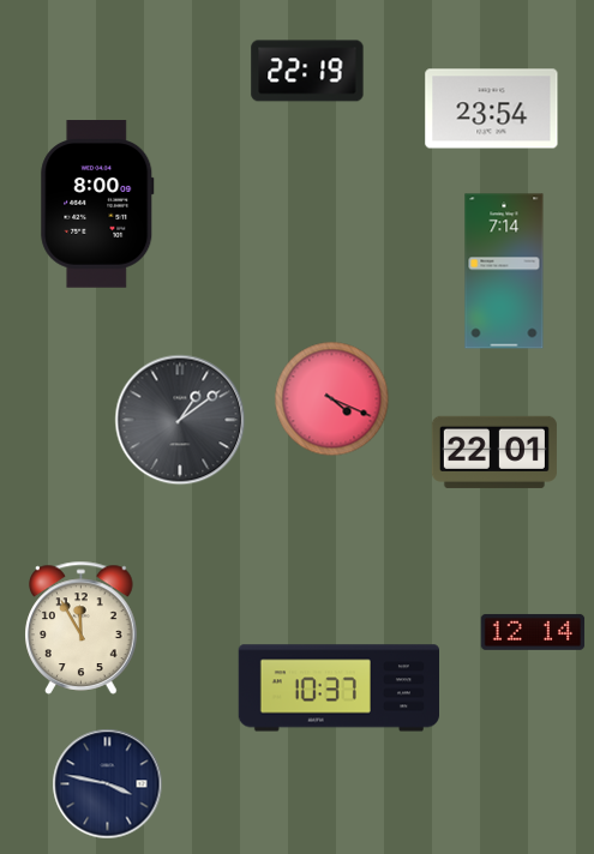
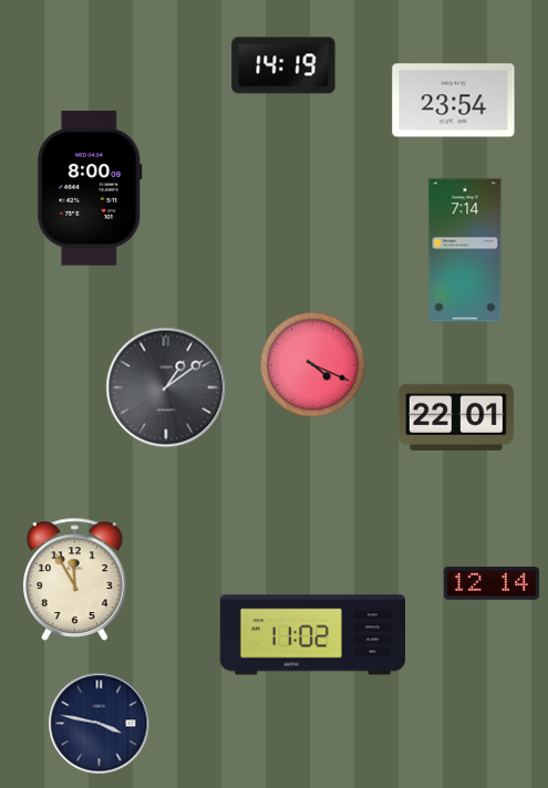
clock at (307, 71): 22:19 -> 14:19
clock at (332, 399) position: (332, 399) -> (313, 365)
clock at (338, 688): 10:37 -> 11:02
